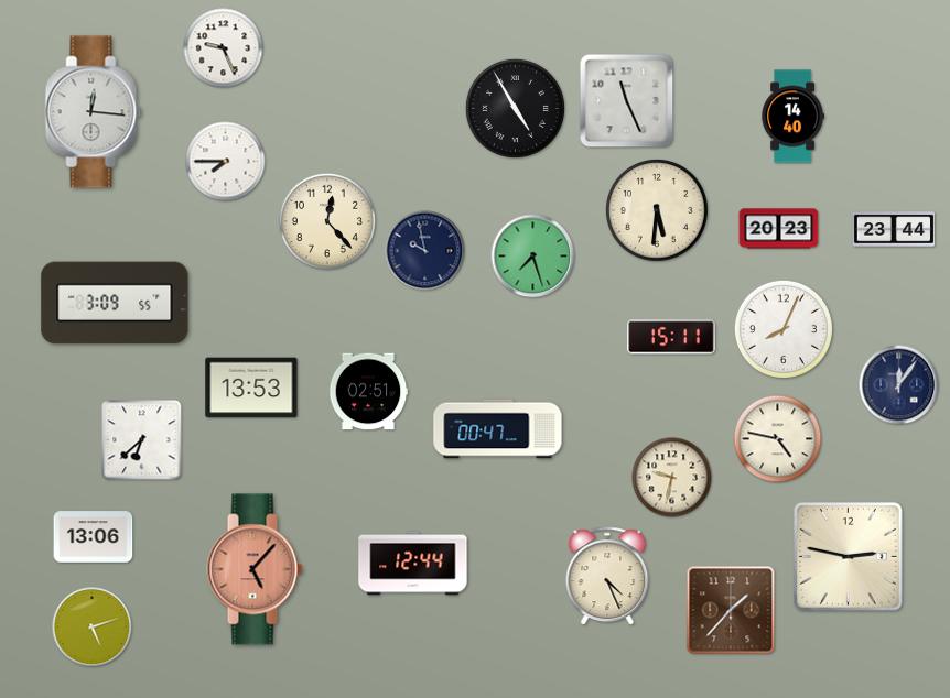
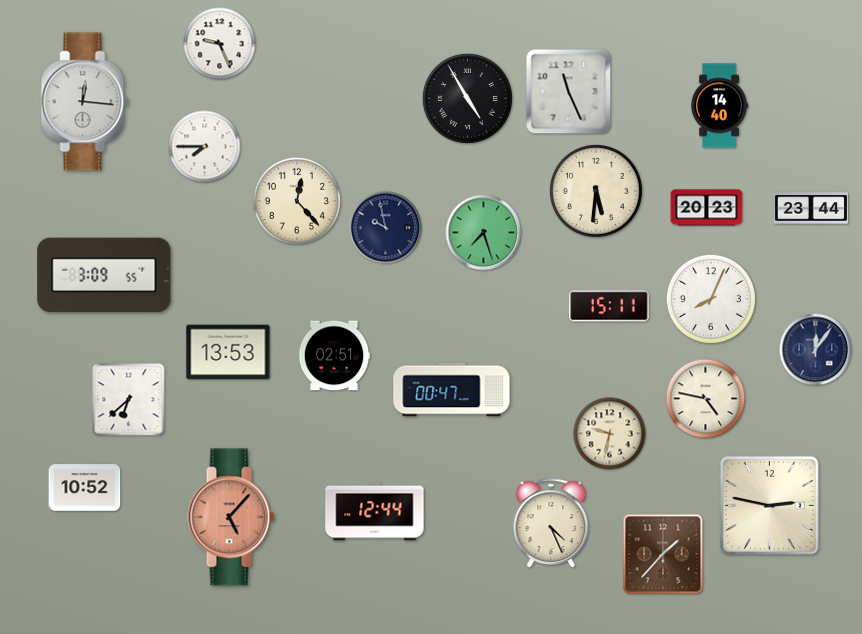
clock at (224, 48) position: (224, 48) -> (220, 44)
clock at (94, 537): 13:06 -> 10:52
clock at (93, 628): 5:12 -> none
